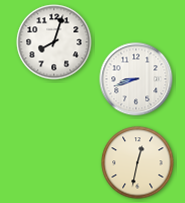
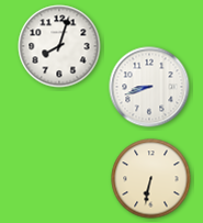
clock at (138, 163): 12:32 -> 6:32
